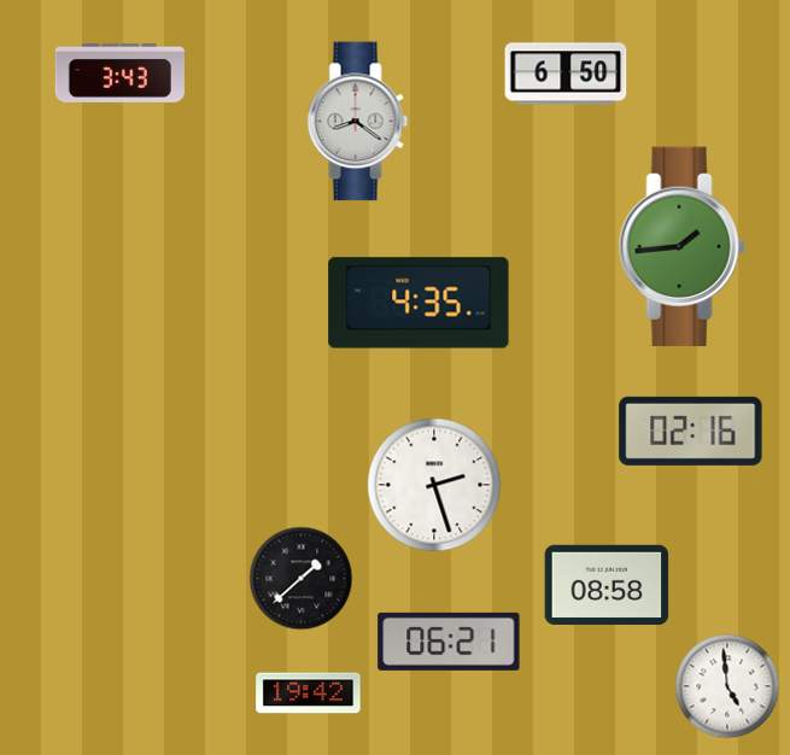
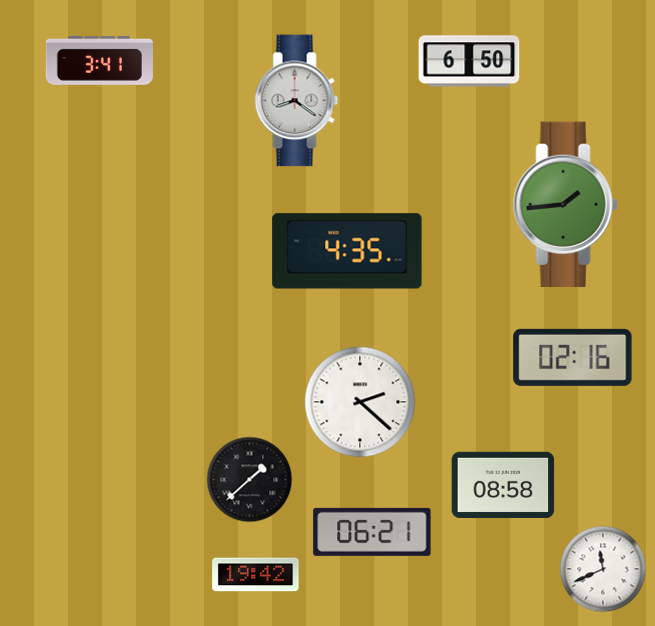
clock at (119, 72): 3:43 -> 3:41
clock at (434, 485): 2:27 -> 2:22
clock at (727, 686): 4:59 -> 11:41
